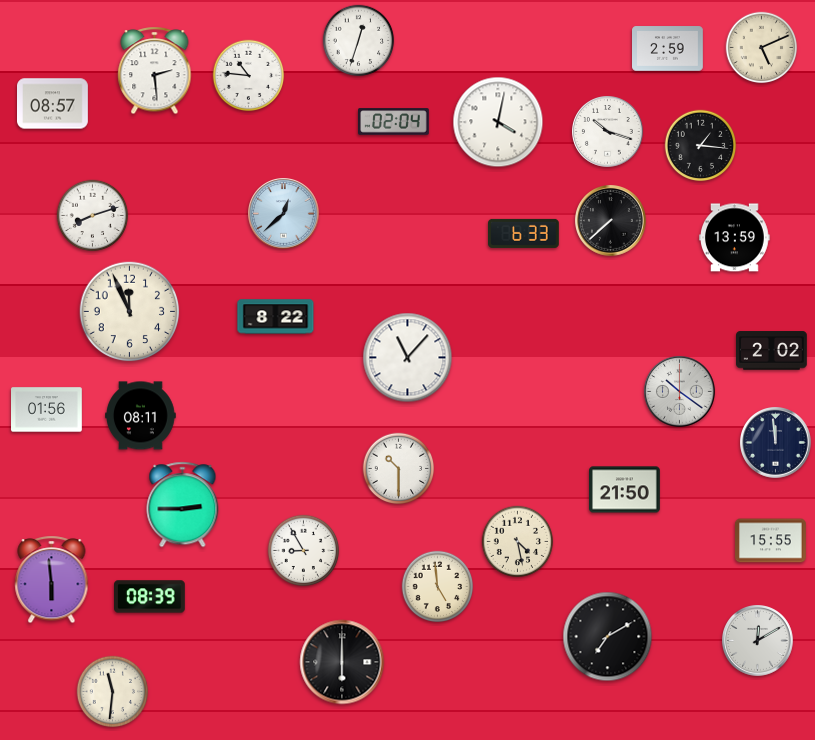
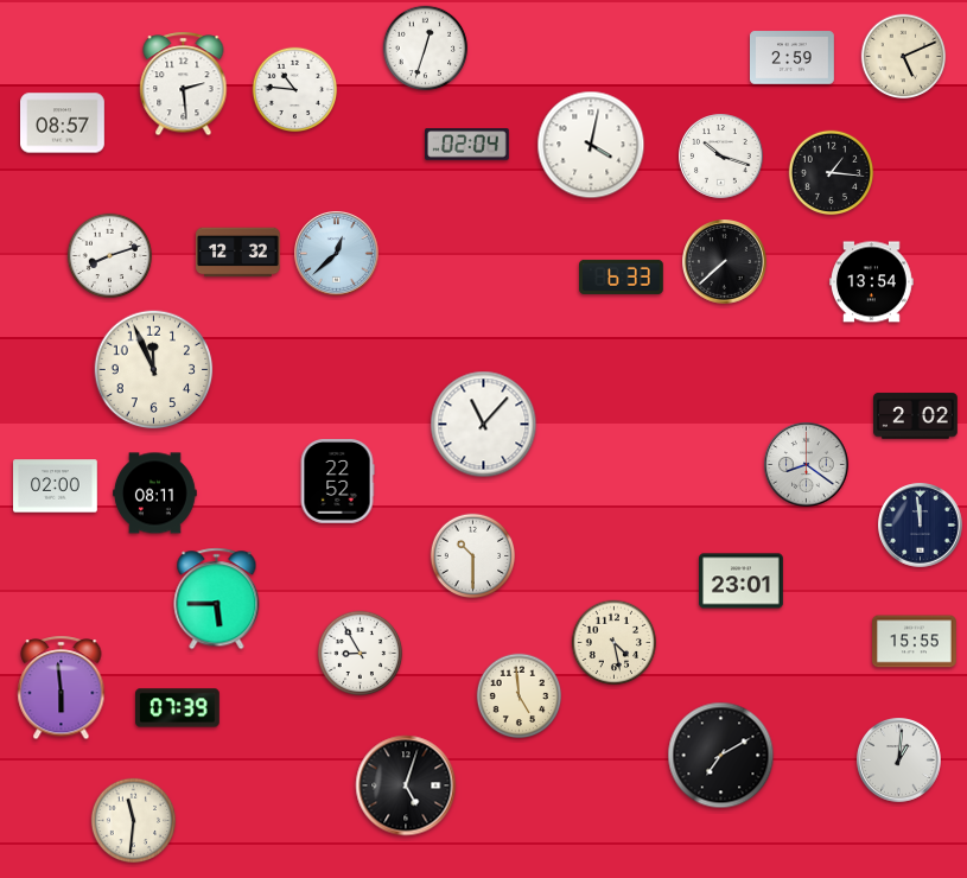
clock at (238, 253): none -> 12:32
clock at (735, 238): 13:59 -> 13:54
clock at (276, 317): 8:22 -> none
clock at (680, 392): 10:21 -> 8:21
clock at (337, 482): none -> 22:52
clock at (47, 410): 01:56 -> 02:00
clock at (141, 416) position: (141, 416) -> (155, 494)
clock at (625, 490): 21:50 -> 23:01
clock at (183, 505): 2:45 -> 5:45
clock at (150, 597): 08:39 -> 07:39
clock at (758, 641): 12:10 -> 1:01
clock at (342, 662): 6:00 -> 5:03
